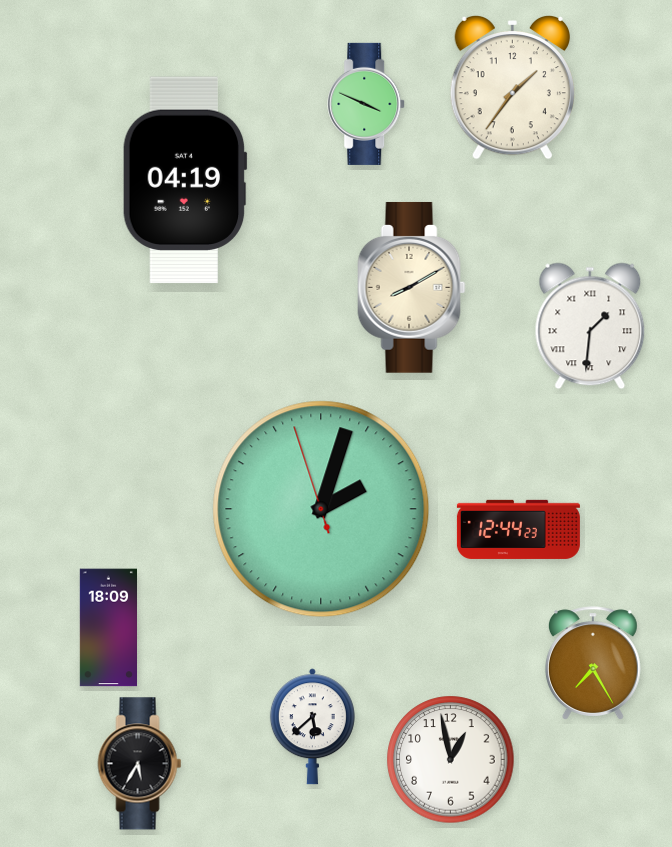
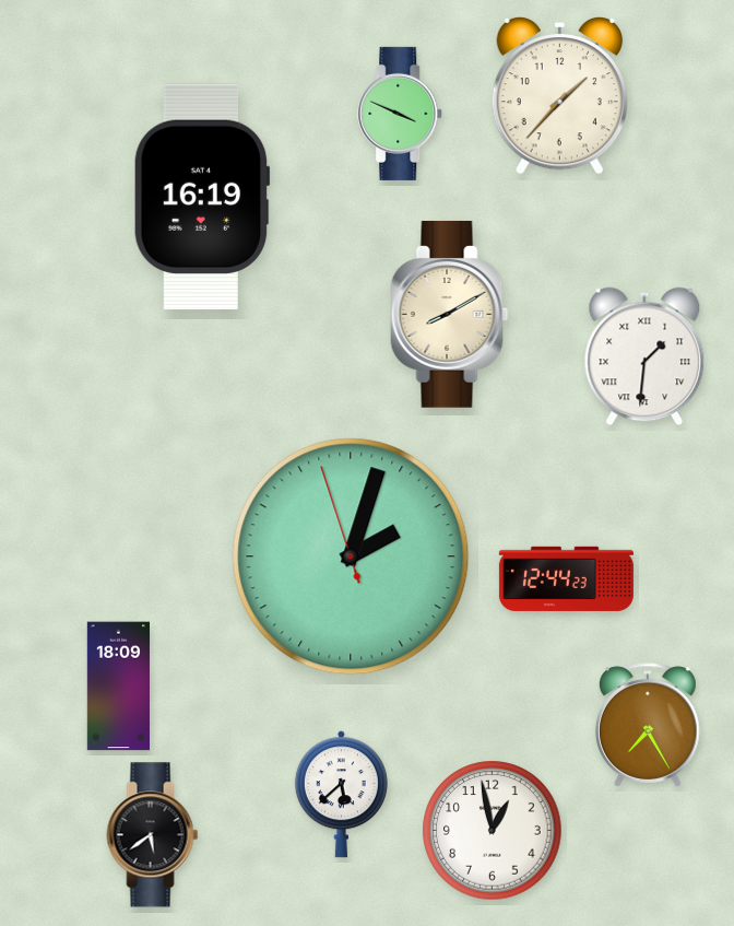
clock at (512, 87): 1:36 -> 1:37
clock at (185, 180): 04:19 -> 16:19
clock at (140, 764): 5:35 -> 5:39
